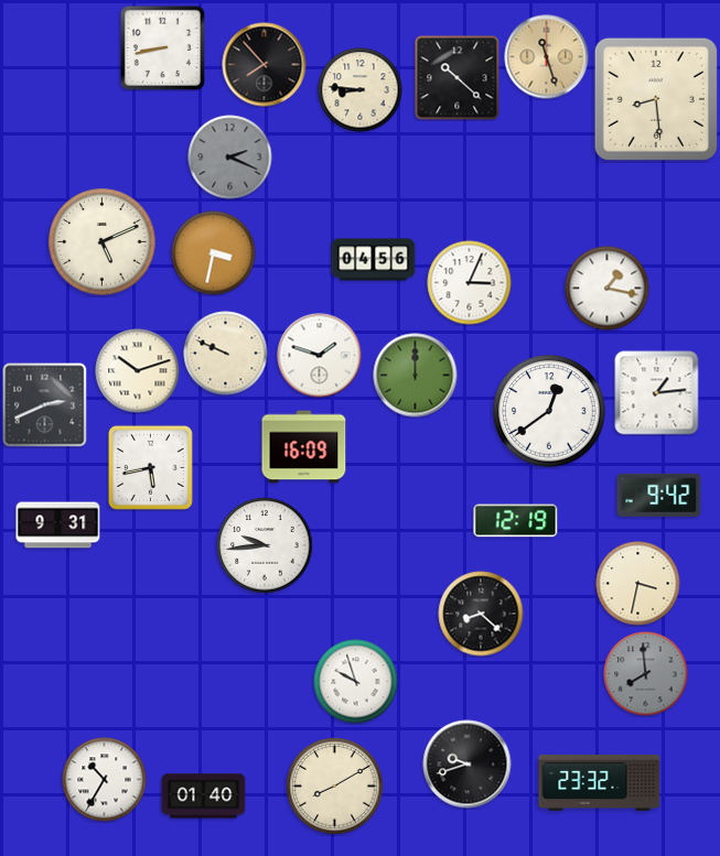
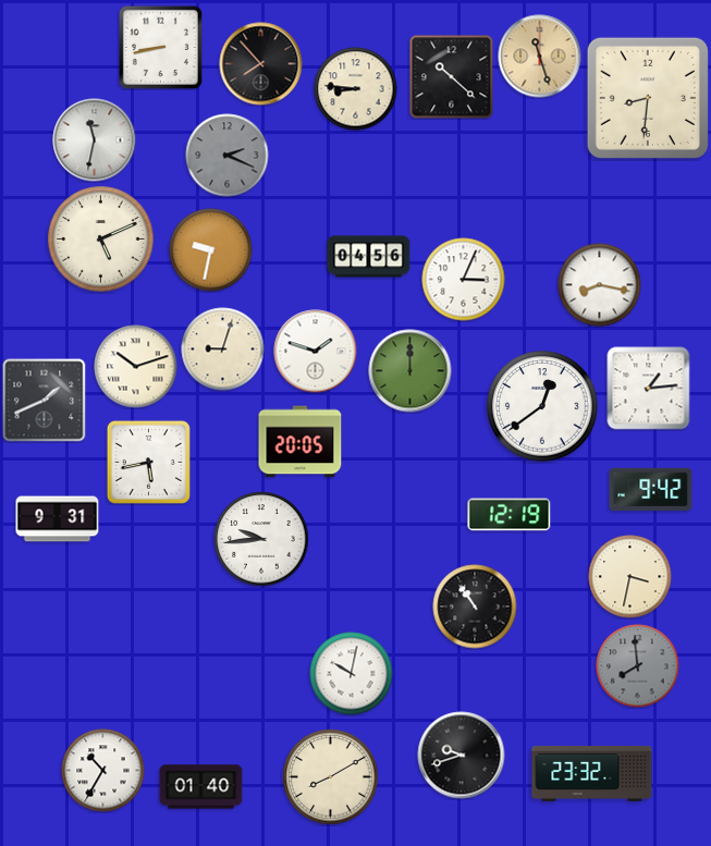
clock at (656, 99): 8:29 -> 8:31
clock at (95, 140): none -> 11:32
clock at (214, 253): 3:32 -> 9:32
clock at (608, 289): 1:17 -> 8:17
clock at (226, 354): 9:49 -> 9:03
clock at (45, 405): 2:41 -> 1:41
clock at (304, 447): 16:09 -> 20:05
clock at (481, 614): 8:22 -> 10:54
clock at (356, 682): 9:57 -> 10:02
